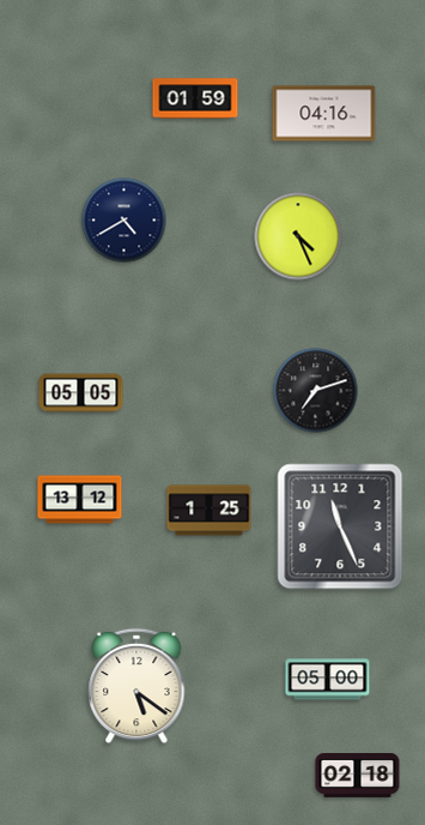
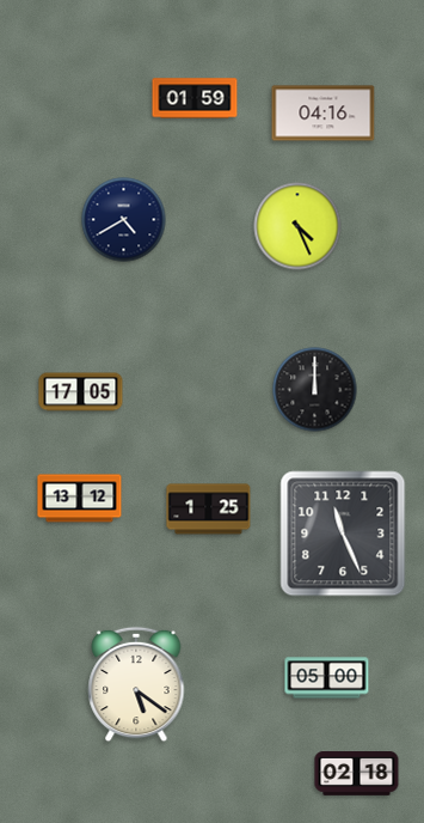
clock at (298, 236) position: (298, 236) -> (297, 226)
clock at (316, 391): 7:12 -> 12:00
clock at (81, 393): 05:05 -> 17:05
clock at (340, 526) position: (340, 526) -> (343, 534)
